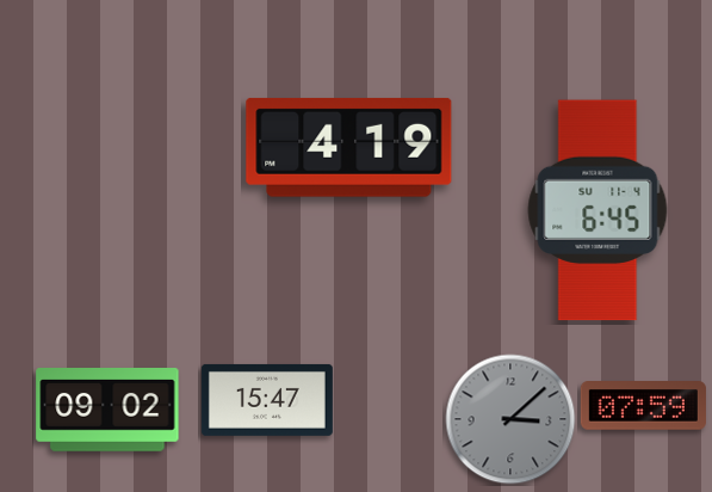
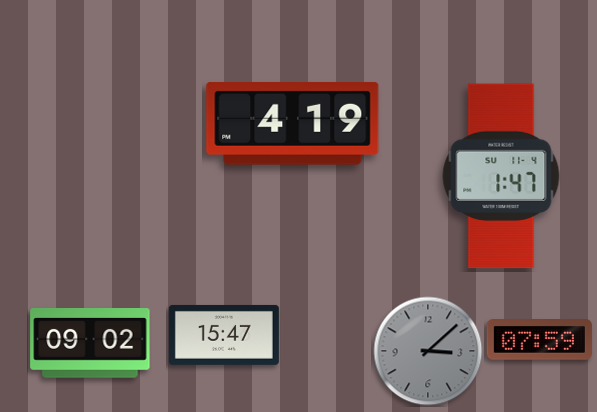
clock at (598, 210): 6:45 -> 1:47
